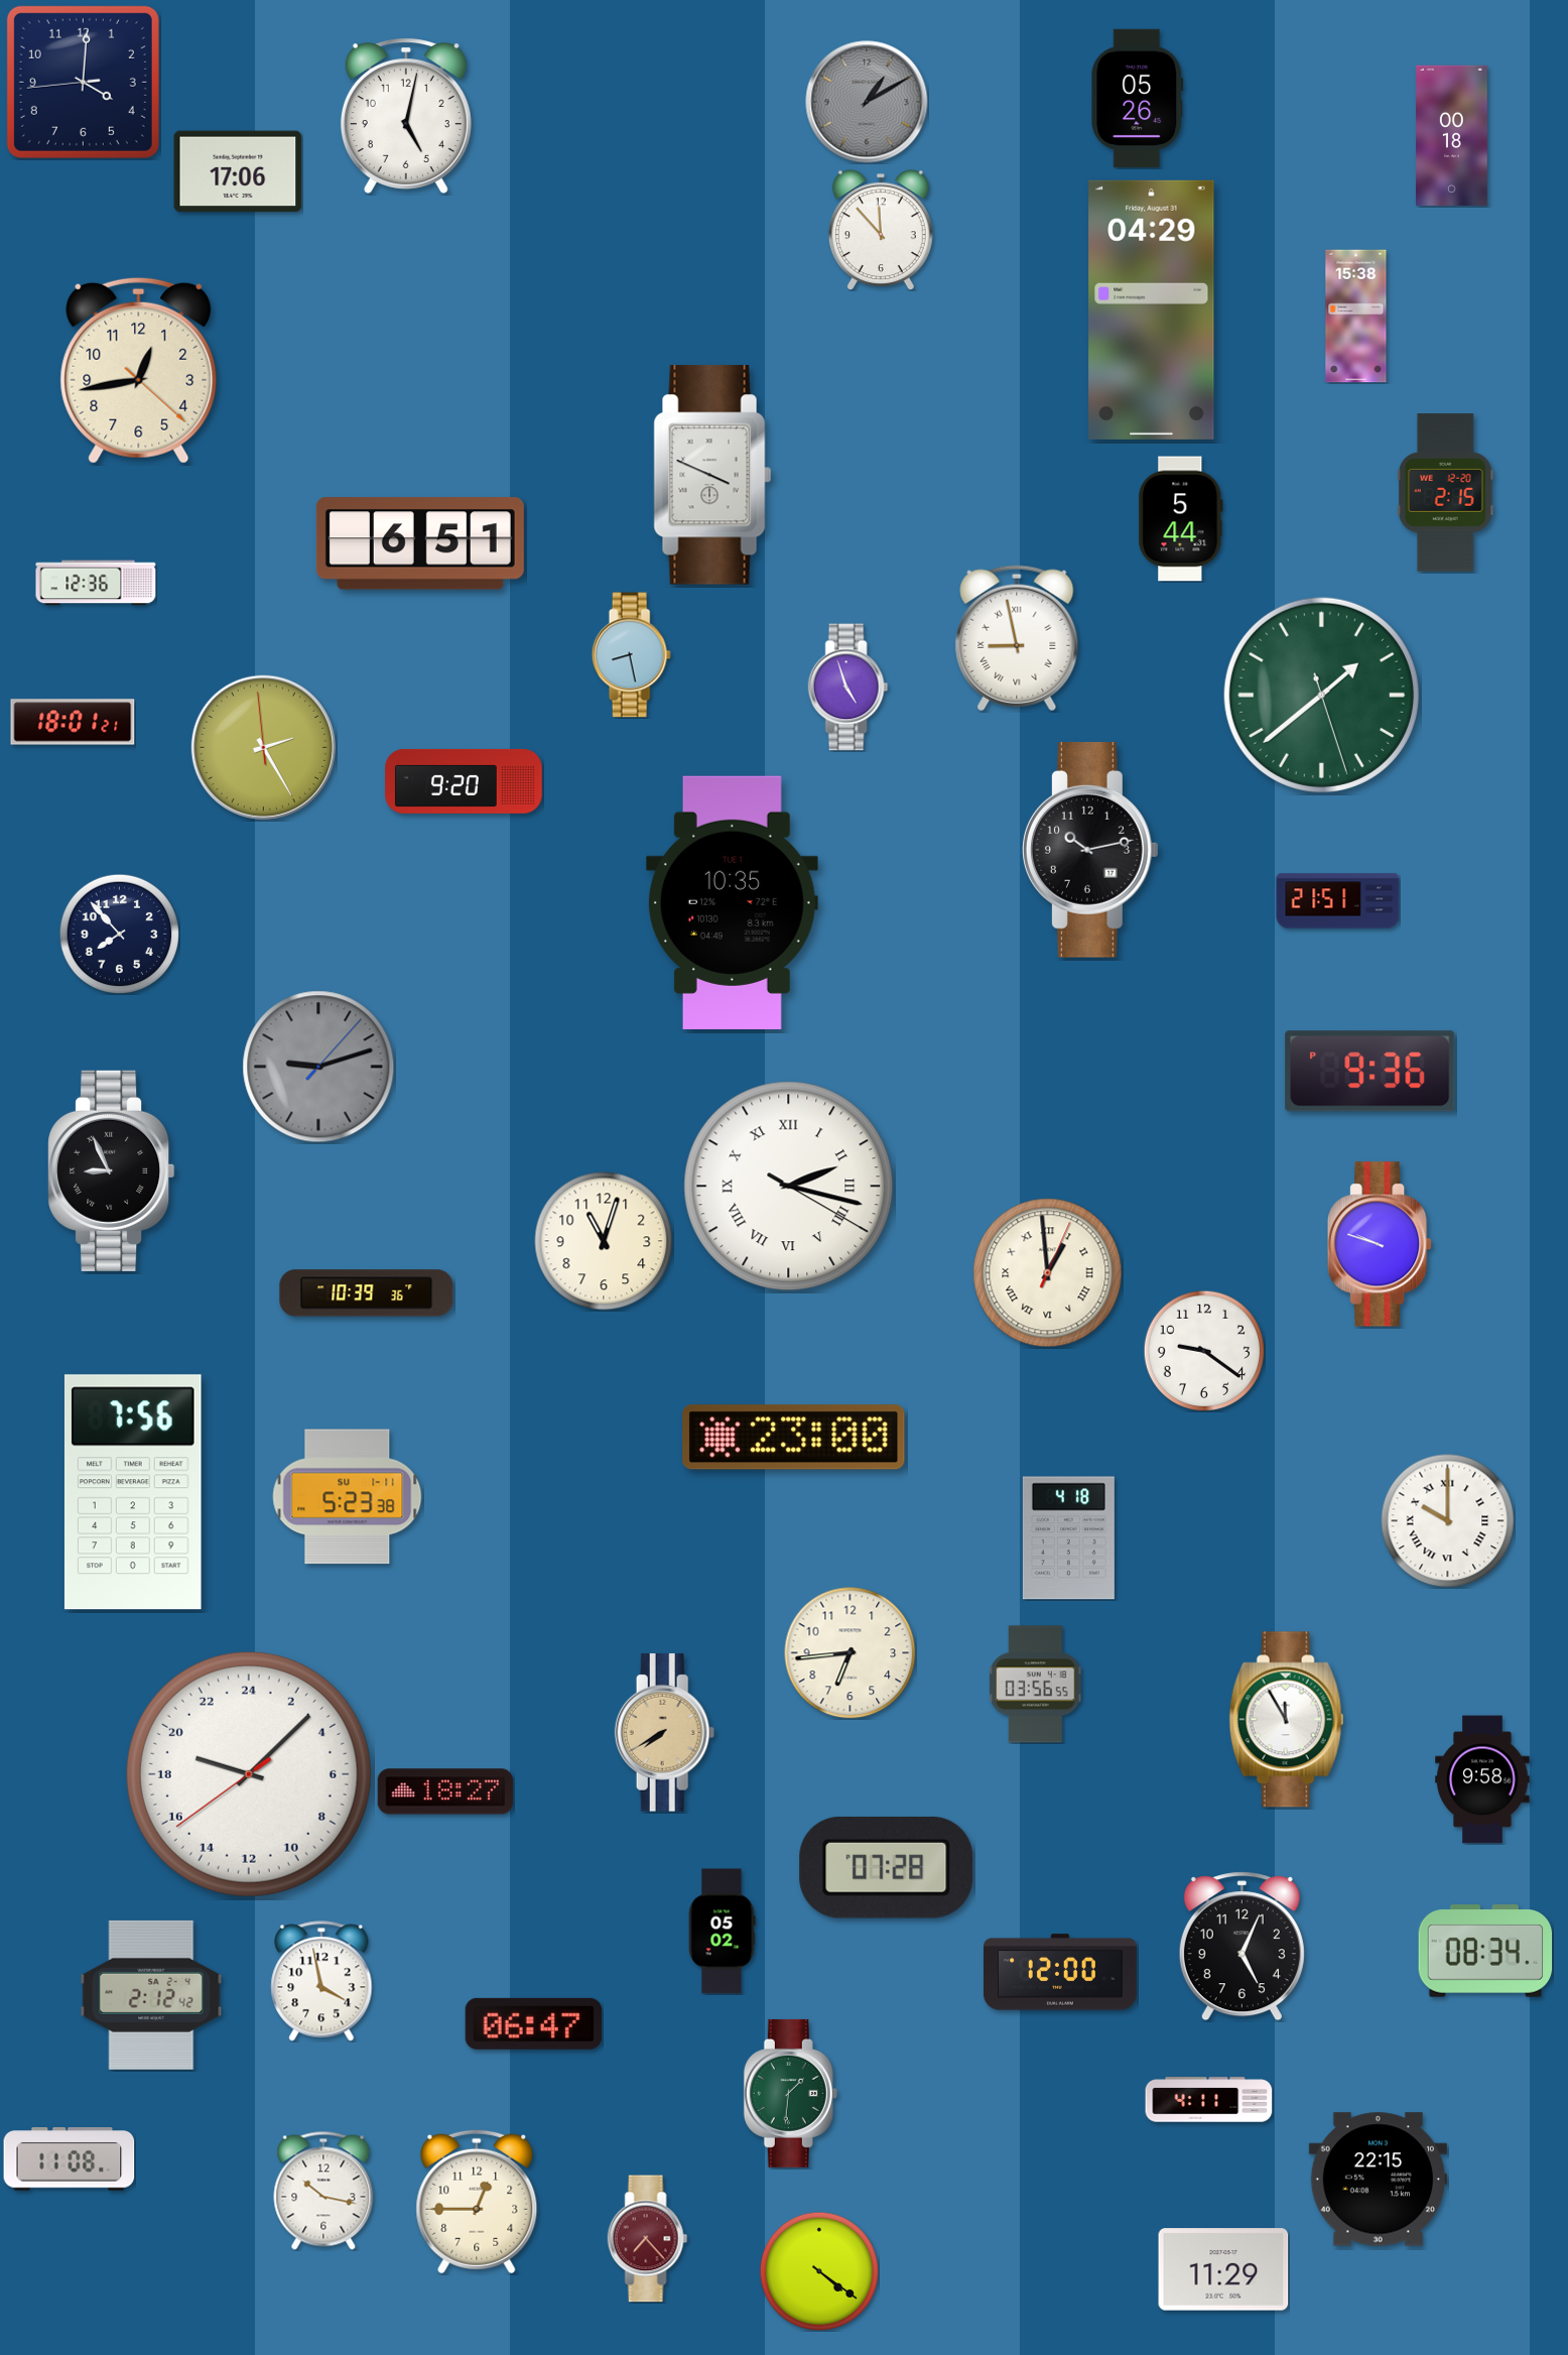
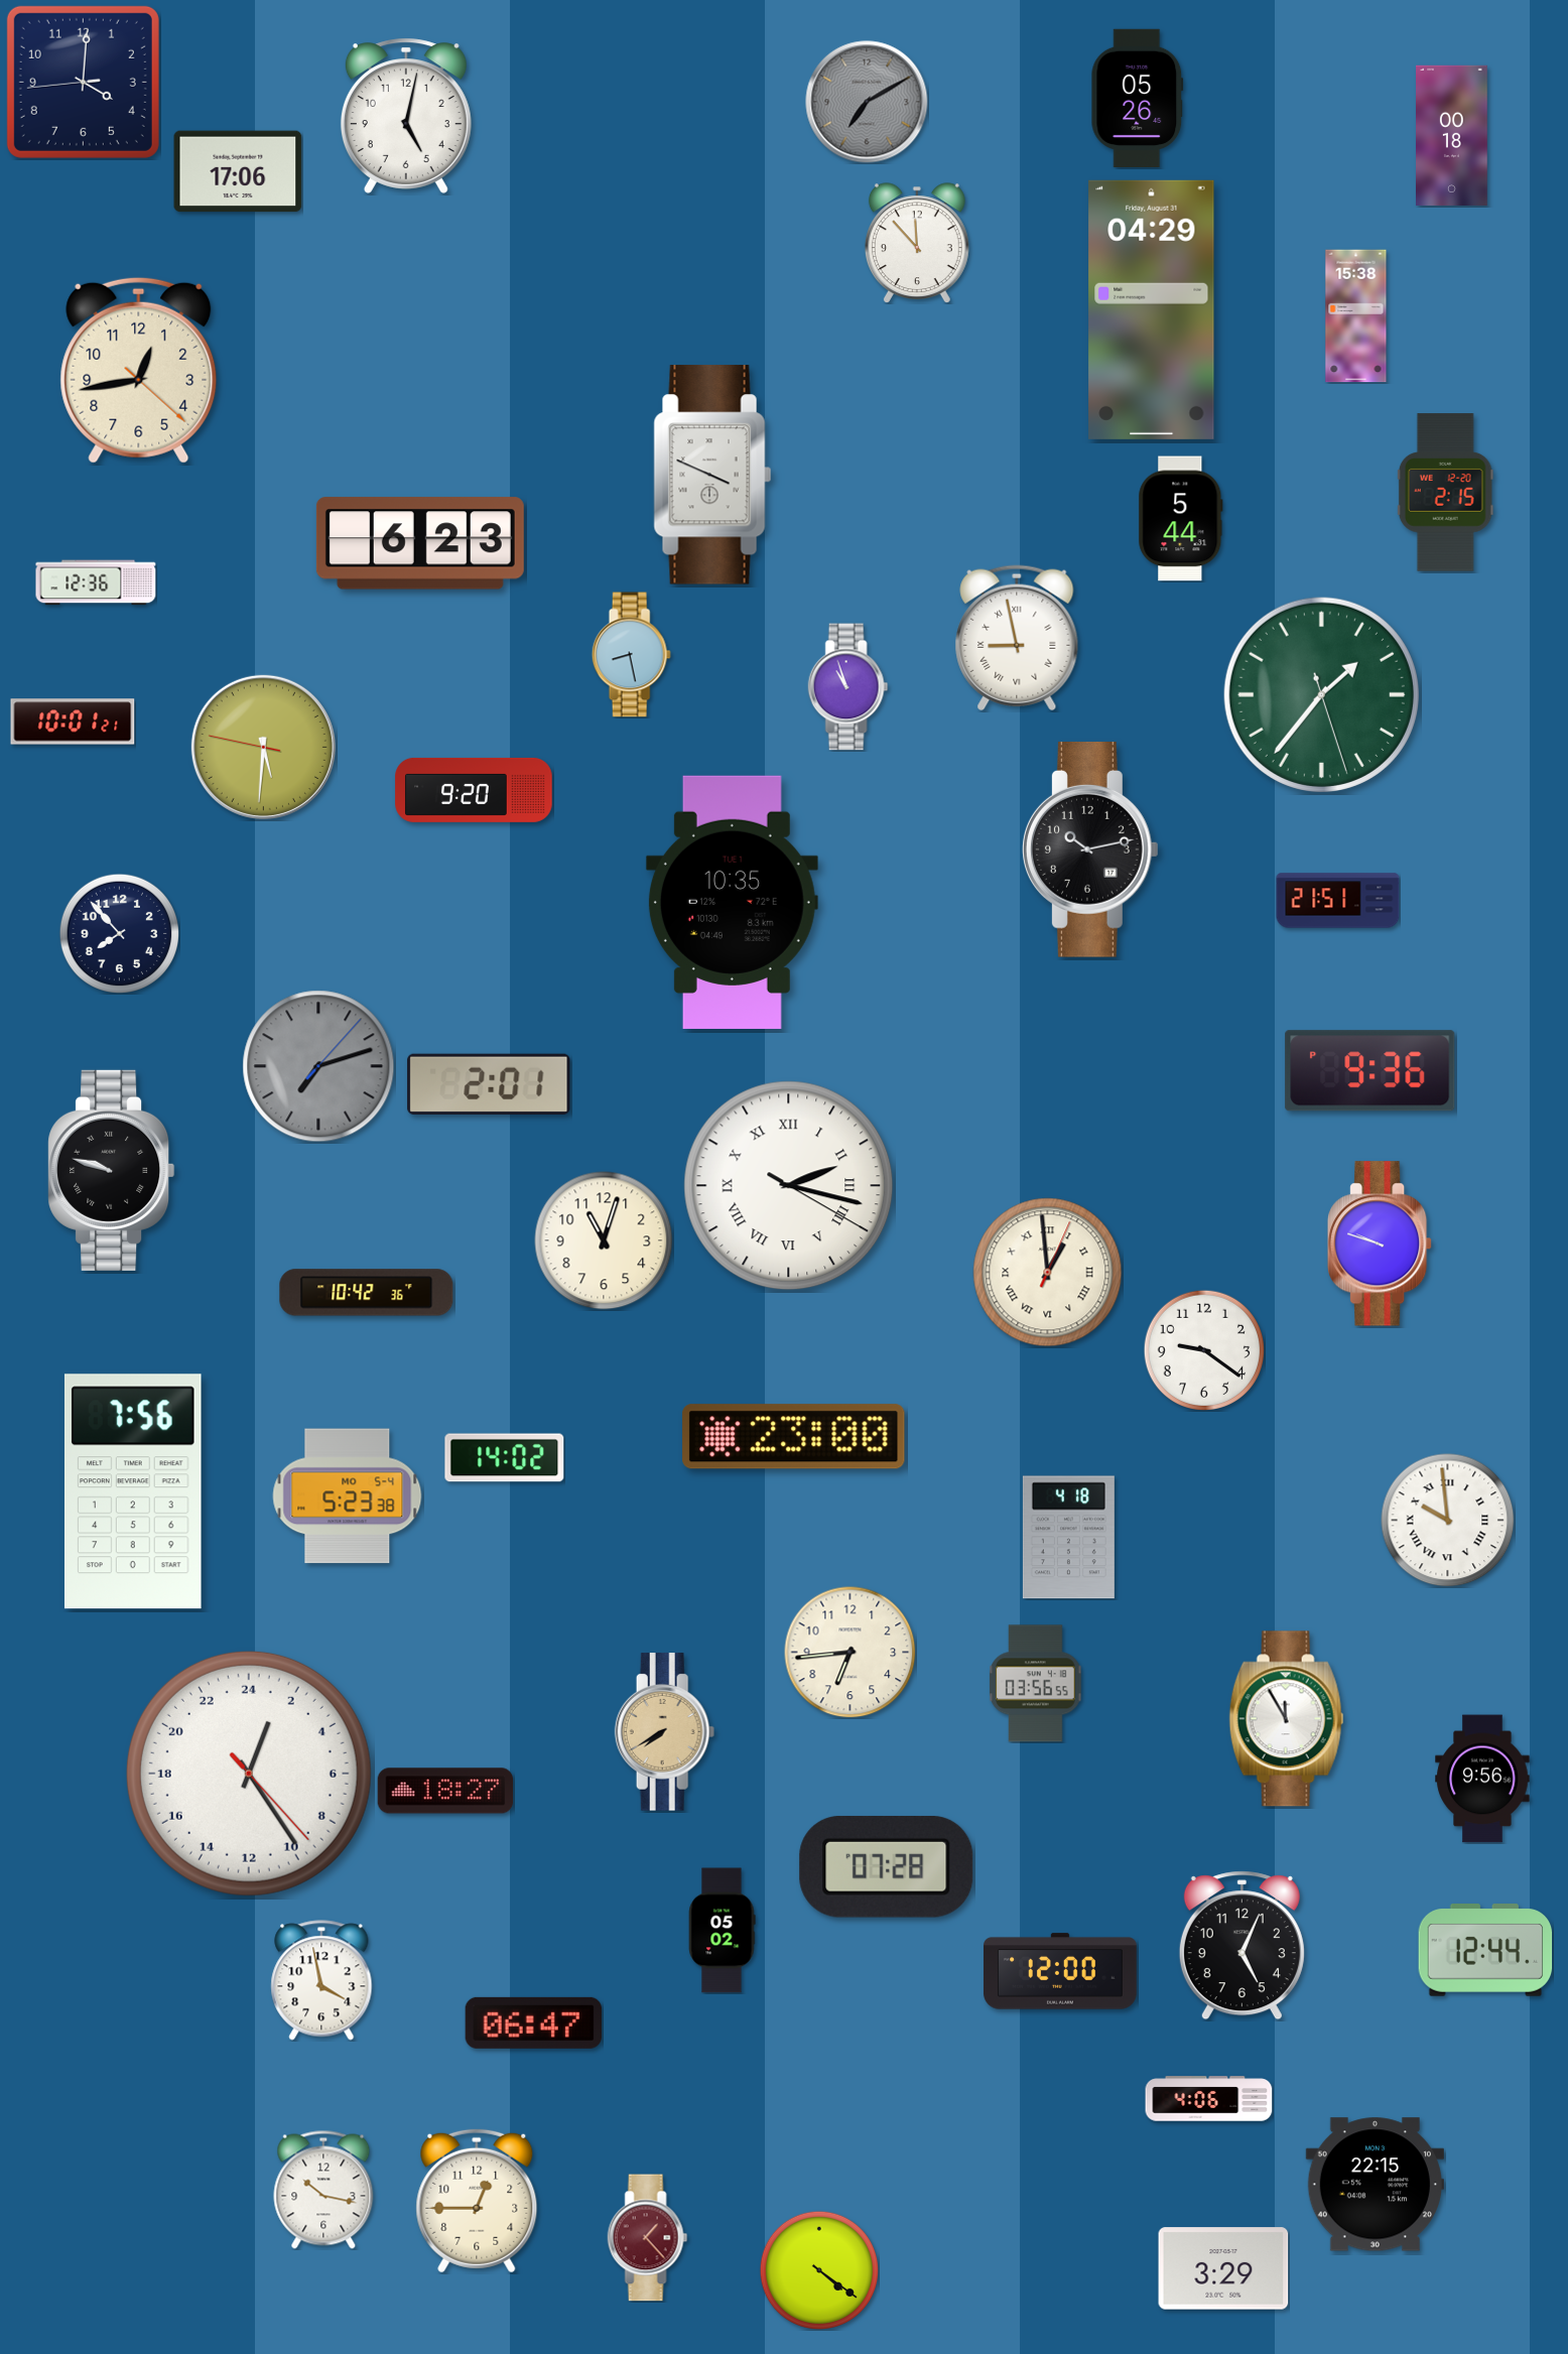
clock at (867, 102): 1:10 -> 7:10
clock at (881, 230) position: (881, 230) -> (917, 243)
clock at (420, 543): 6:51 -> 6:23
clock at (848, 688): 4:57 -> 10:57
clock at (1321, 695): 1:38 -> 1:36
clock at (73, 722): 18:01 -> 10:01
clock at (263, 747): 2:24 -> 5:30
clock at (464, 781) position: (464, 781) -> (474, 790)
clock at (318, 1067): 9:12 -> 7:12
clock at (489, 1084): none -> 2:01
clock at (112, 1170): 8:56 -> 9:48
clock at (367, 1293): 10:39 -> 10:42
clock at (505, 1458): none -> 14:02
clock at (348, 1497) date: SU 1-11 -> MO 5-4
clock at (1448, 1521): 10:00 -> 9:59
clock at (249, 1774): 19:07 -> 1:24
clock at (1482, 1779): 9:58 -> 9:56
clock at (1485, 1951): 08:34 -> 12:44
clock at (151, 1995): 2:12 -> none
clock at (790, 2093): 1:31 -> none
clock at (1209, 2100): 4:11 -> 4:06
clock at (70, 2159): 11:08 -> none
clock at (1378, 2180) position: (1378, 2180) -> (1375, 2185)
clock at (648, 2239): 7:23 -> 1:23
clock at (1223, 2269): 11:29 -> 3:29
